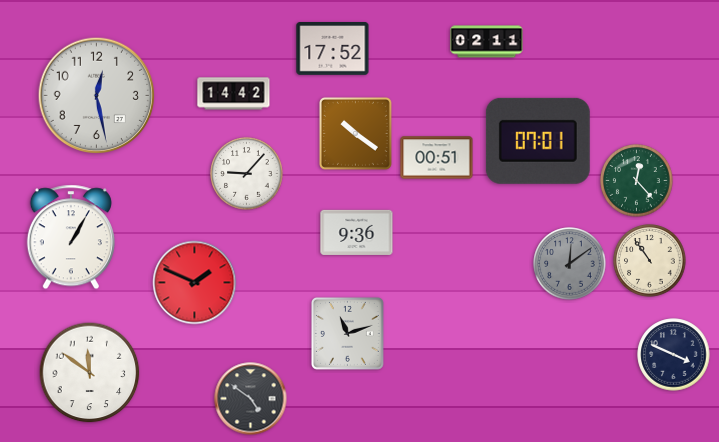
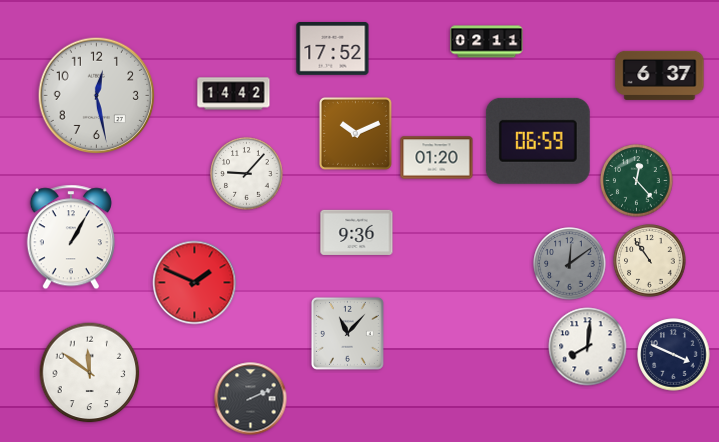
clock at (660, 75): none -> 6:37
clock at (355, 133): 10:21 -> 10:11
clock at (538, 141): 07:01 -> 06:59
clock at (437, 158): 00:51 -> 01:20
clock at (347, 333): 11:12 -> 11:07
clock at (588, 347): none -> 8:01
clock at (251, 399): 4:51 -> 2:11
